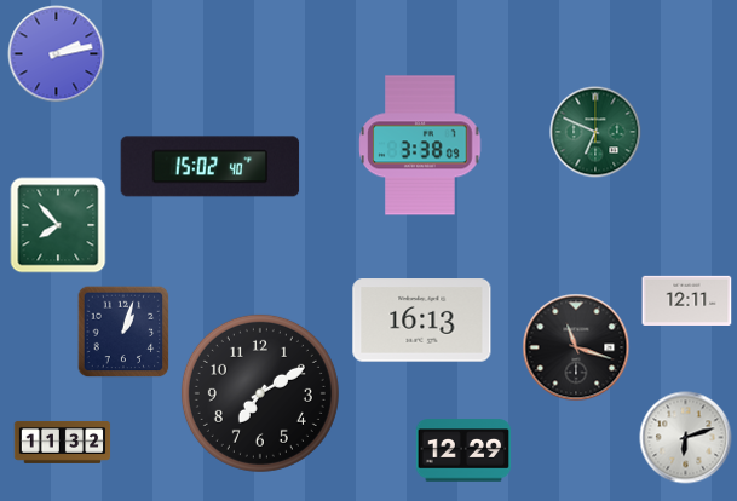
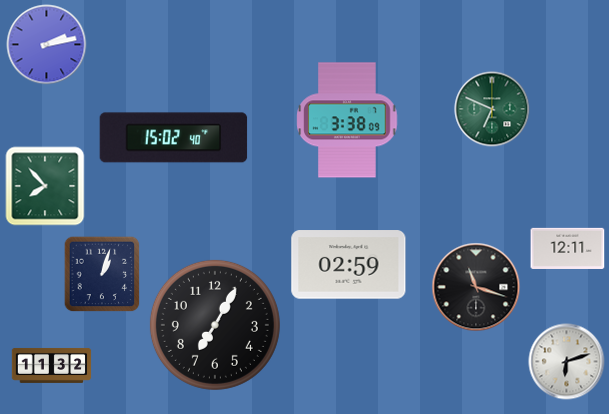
clock at (58, 225) position: (58, 225) -> (45, 186)
clock at (422, 321): 16:13 -> 02:59
clock at (260, 393): 7:10 -> 7:05
clock at (463, 450): 12:29 -> none
